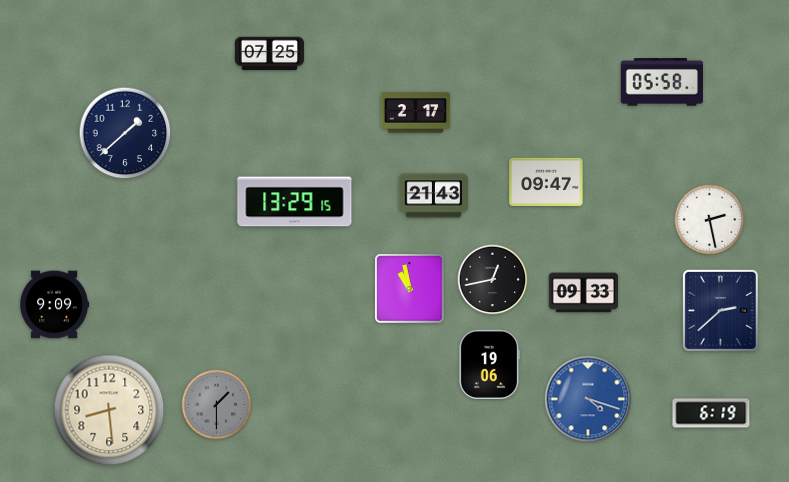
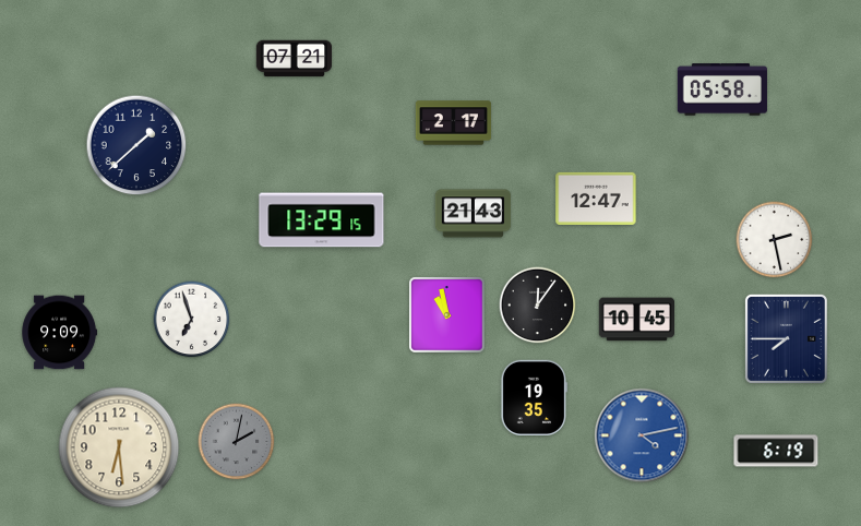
clock at (270, 54): 07:25 -> 07:21
clock at (546, 182): 09:47 -> 12:47
clock at (493, 280): 12:43 -> 12:06
clock at (192, 320): none -> 6:57
clock at (583, 293): 09:33 -> 10:45
clock at (720, 310): 2:38 -> 7:45
clock at (489, 364): 19:06 -> 19:35
clock at (588, 399): 4:18 -> 4:13
clock at (217, 405): 1:30 -> 2:02
clock at (109, 410): 8:29 -> 6:29
